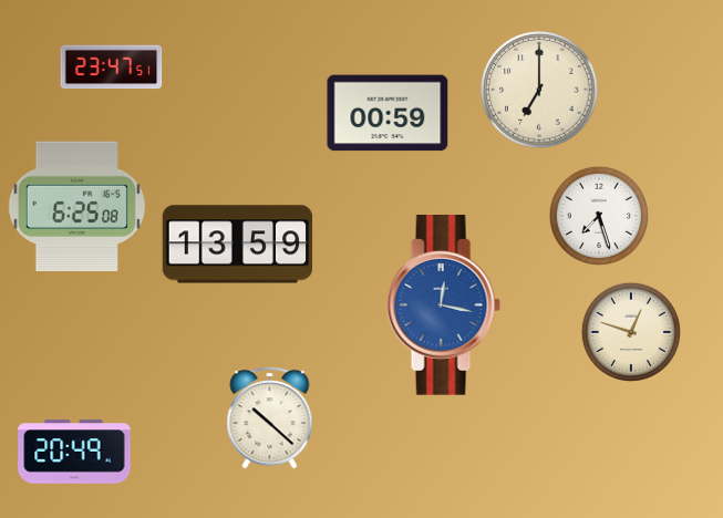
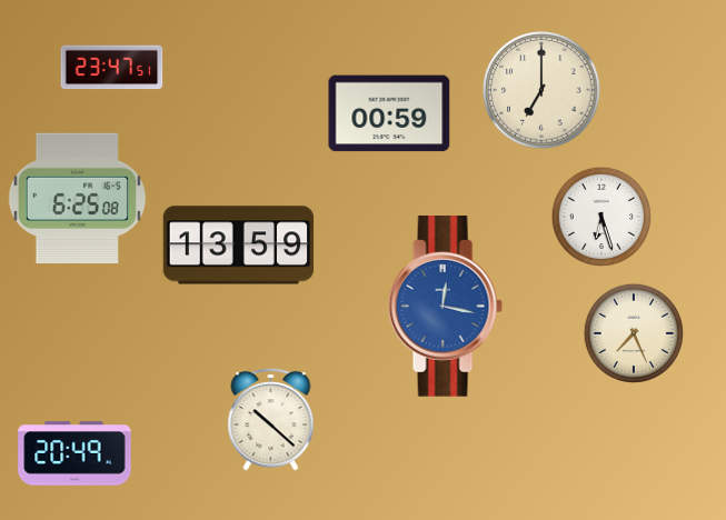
clock at (76, 207) position: (76, 207) -> (77, 199)
clock at (598, 215): 7:27 -> 6:27
clock at (630, 331): 12:48 -> 7:26
